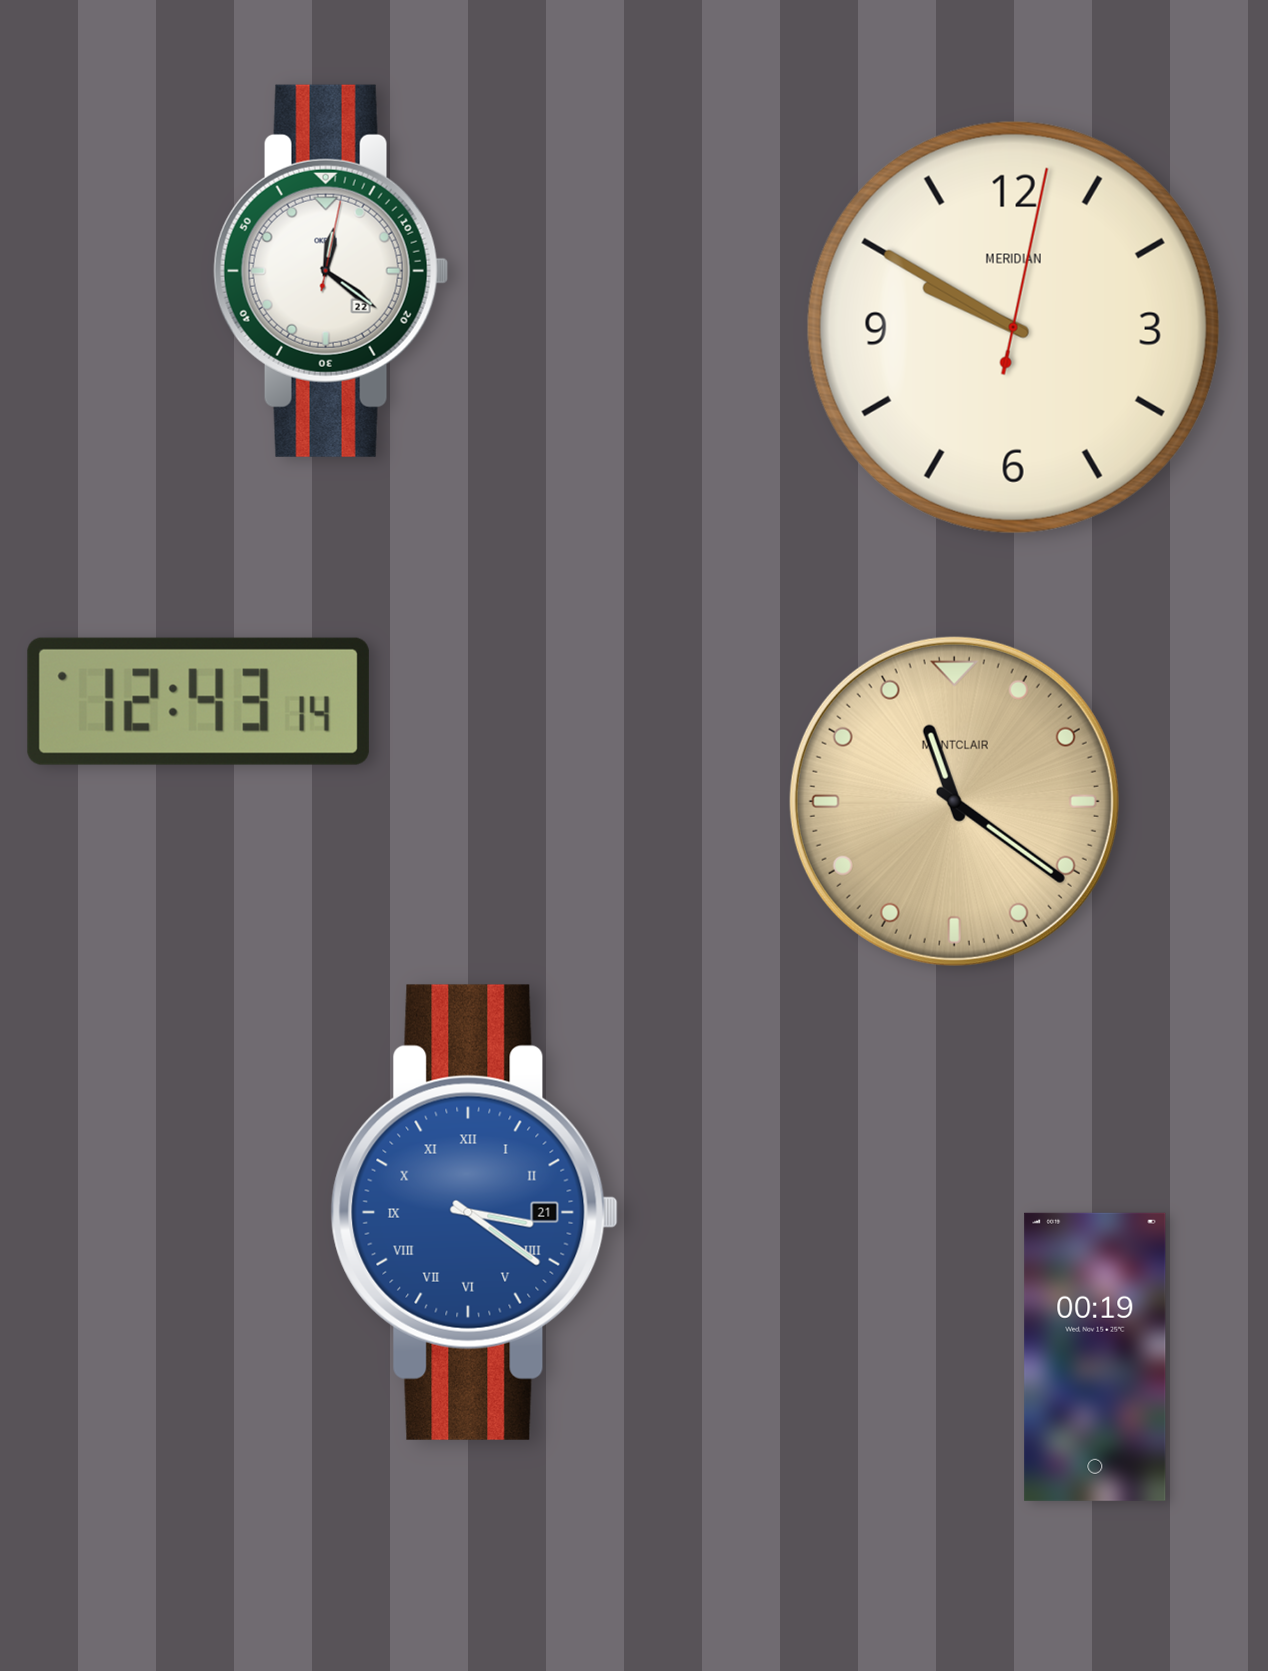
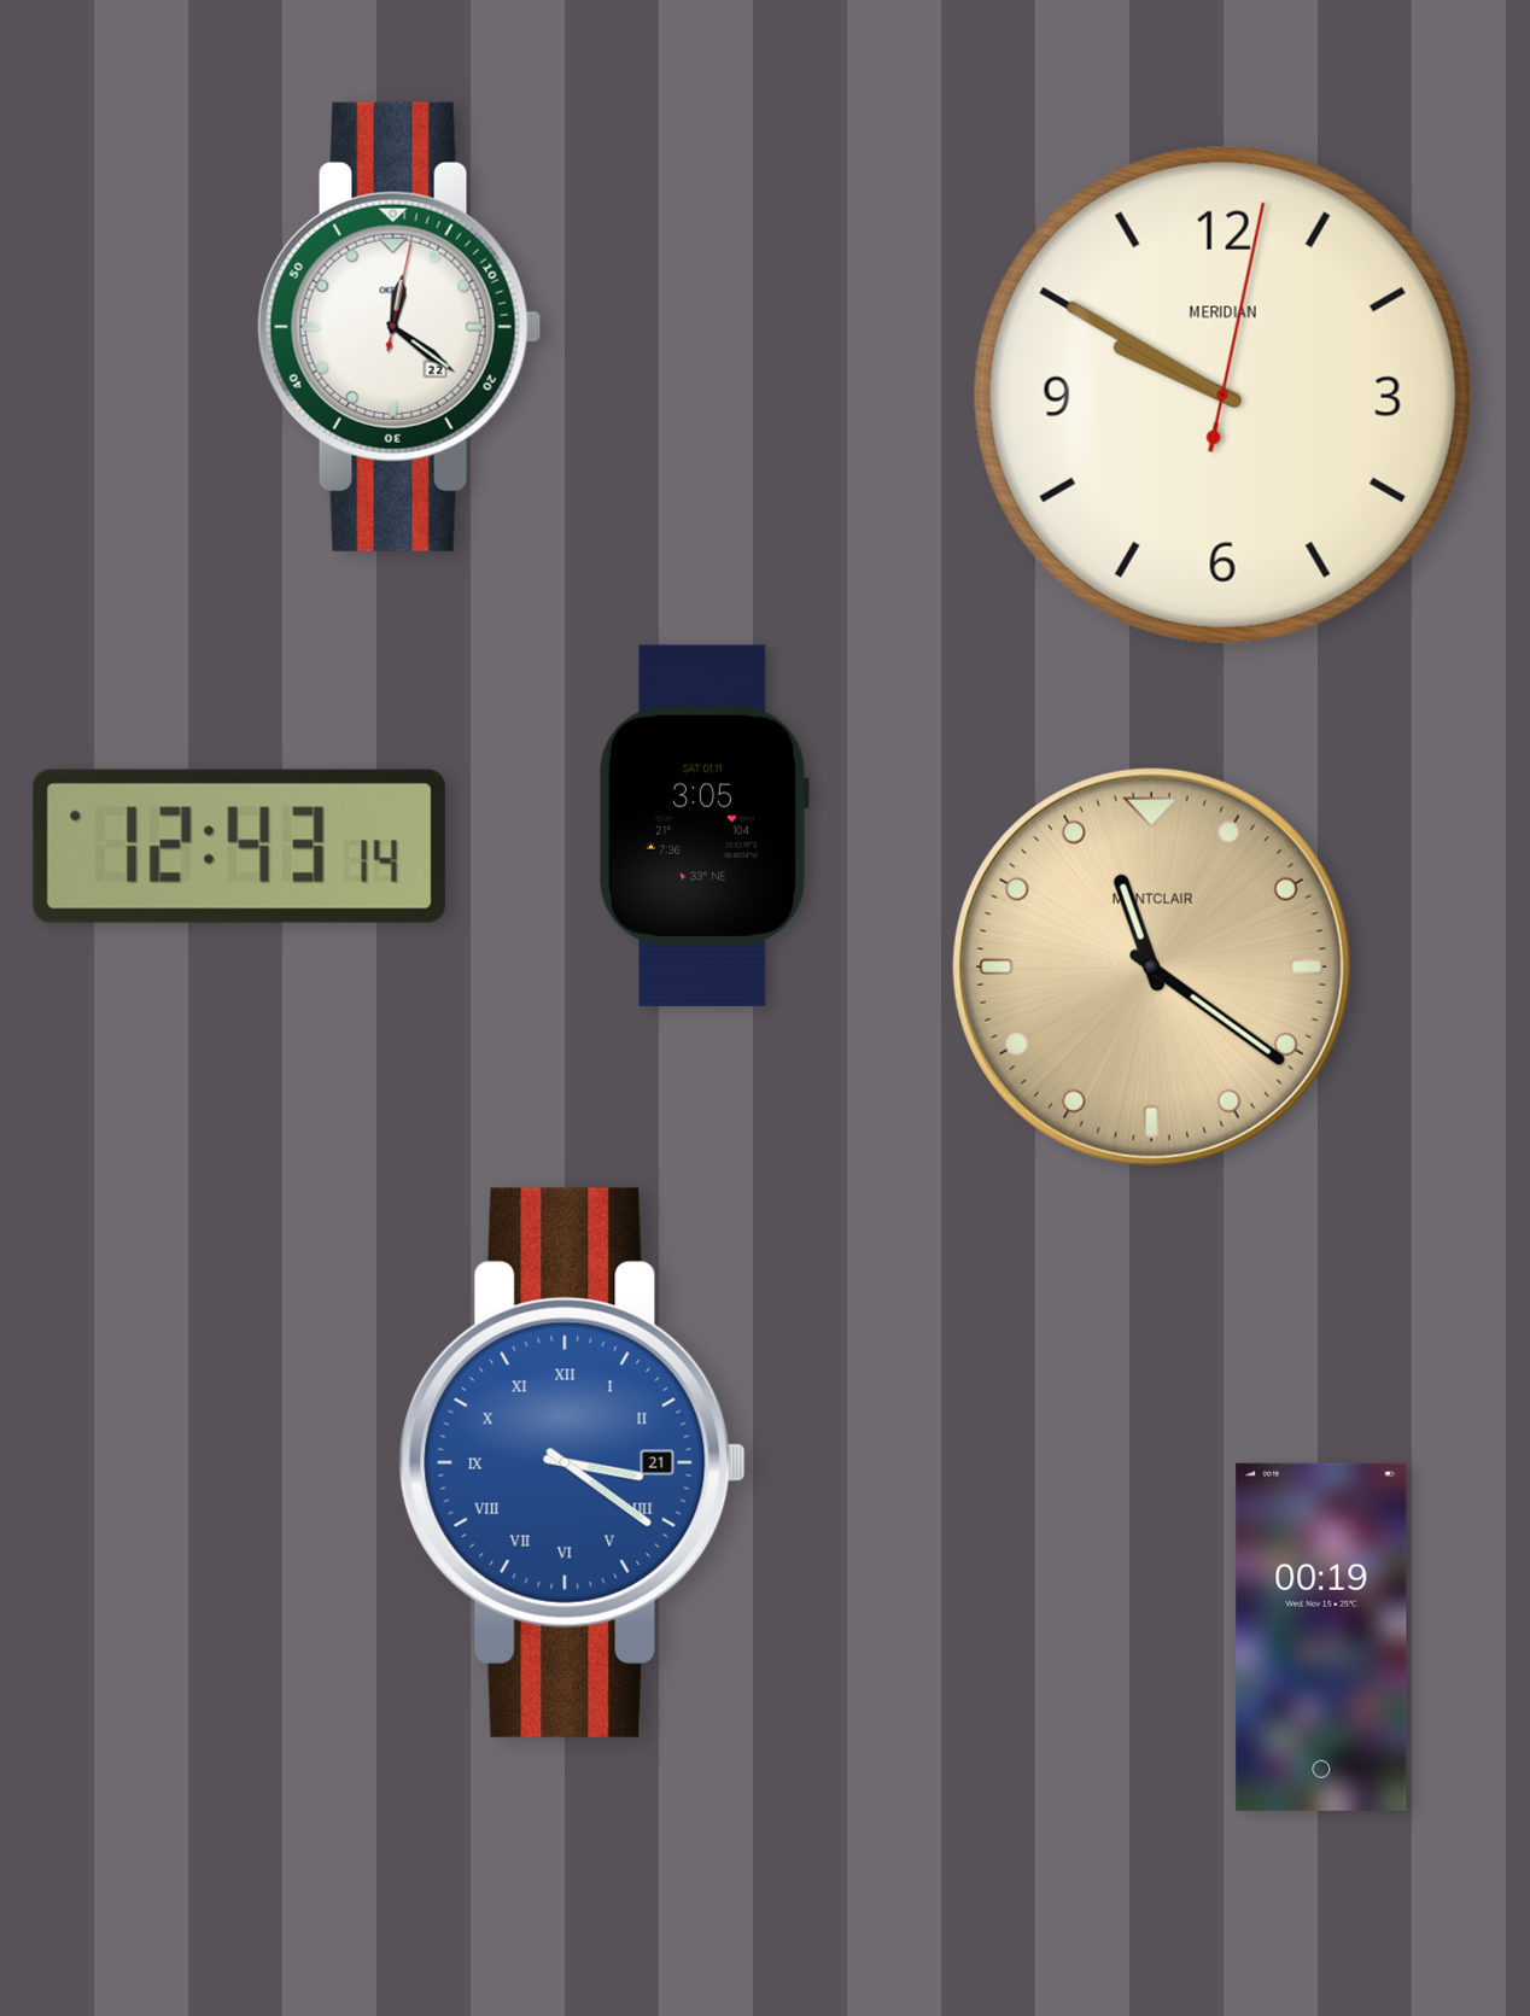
clock at (705, 825): none -> 3:05
